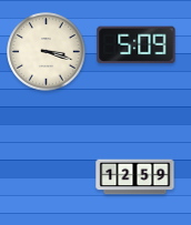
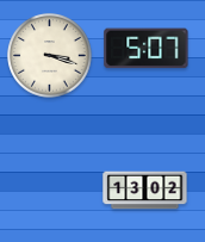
clock at (137, 45): 5:09 -> 5:07
clock at (135, 177): 12:59 -> 13:02
